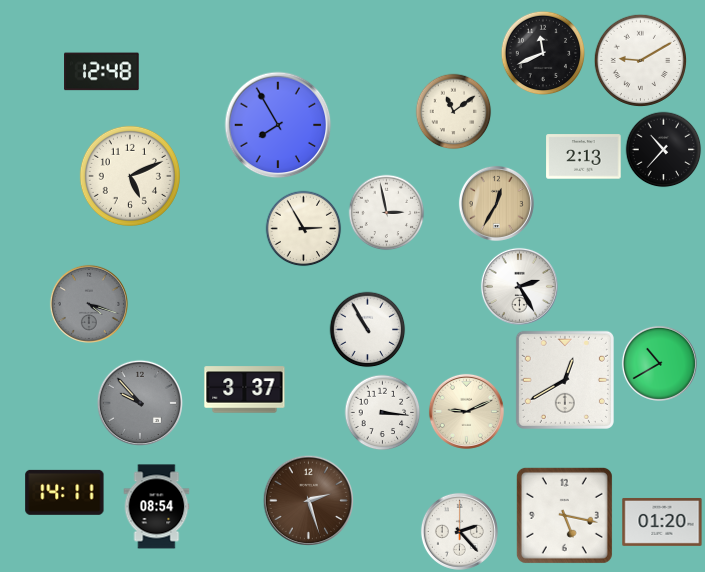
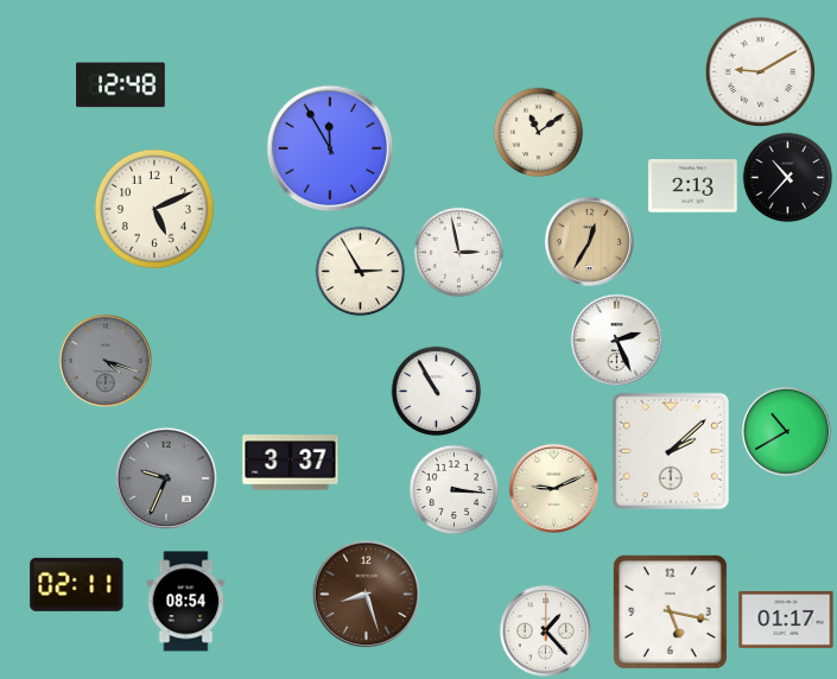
clock at (543, 53): 11:41 -> none
clock at (278, 125): 7:55 -> 11:55
clock at (519, 286): 2:25 -> 2:26
clock at (659, 363) position: (659, 363) -> (786, 431)
clock at (565, 380): 12:40 -> 2:08
clock at (140, 403): 9:53 -> 9:34
clock at (65, 492): 14:11 -> 02:11
clock at (308, 500): 2:27 -> 8:27
clock at (662, 522): 01:20 -> 01:17
clock at (459, 531): 2:23 -> 1:23
